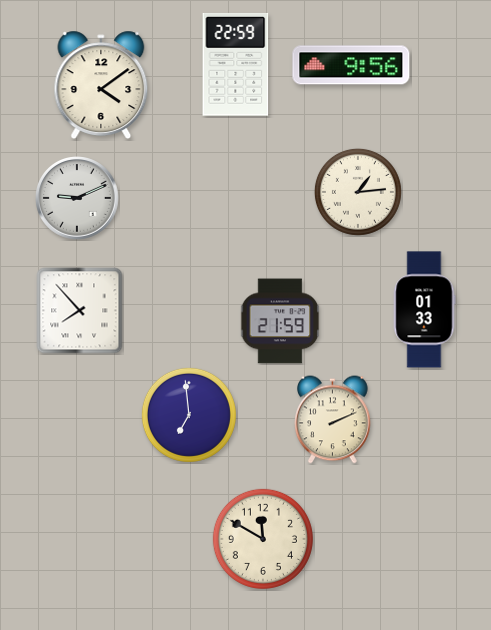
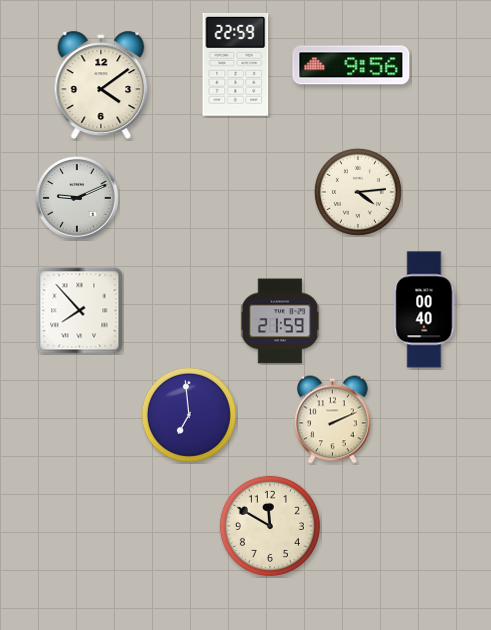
clock at (358, 192): 1:14 -> 4:14
clock at (424, 310): 01:33 -> 00:40
clock at (263, 539) position: (263, 539) -> (270, 526)
